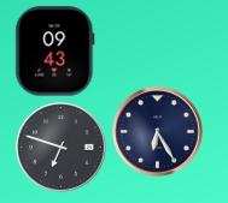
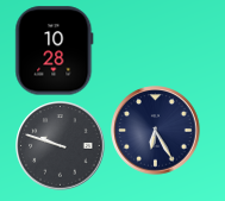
clock at (55, 52): 09:43 -> 10:28
clock at (62, 148): 6:48 -> 9:48
